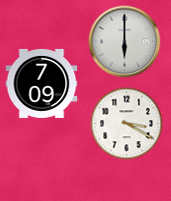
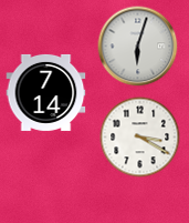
clock at (125, 42): 6:00 -> 6:03
clock at (42, 83): 7:09 -> 7:14
